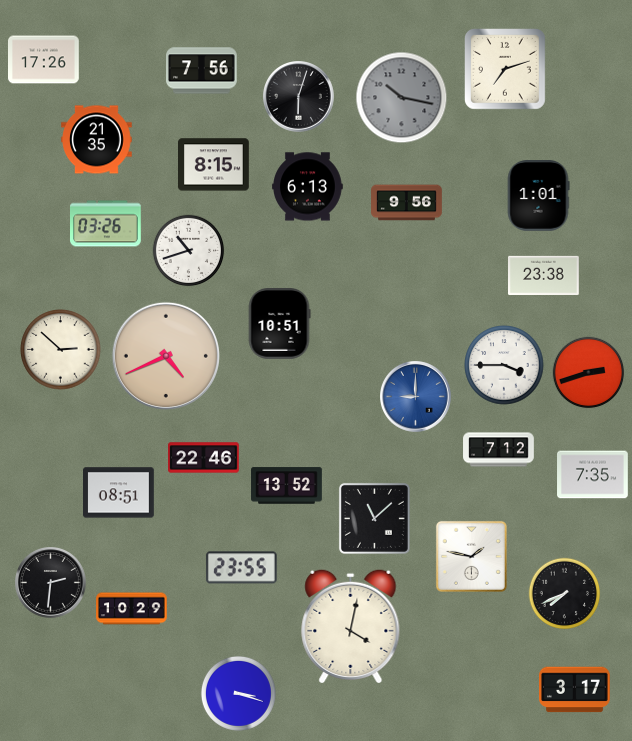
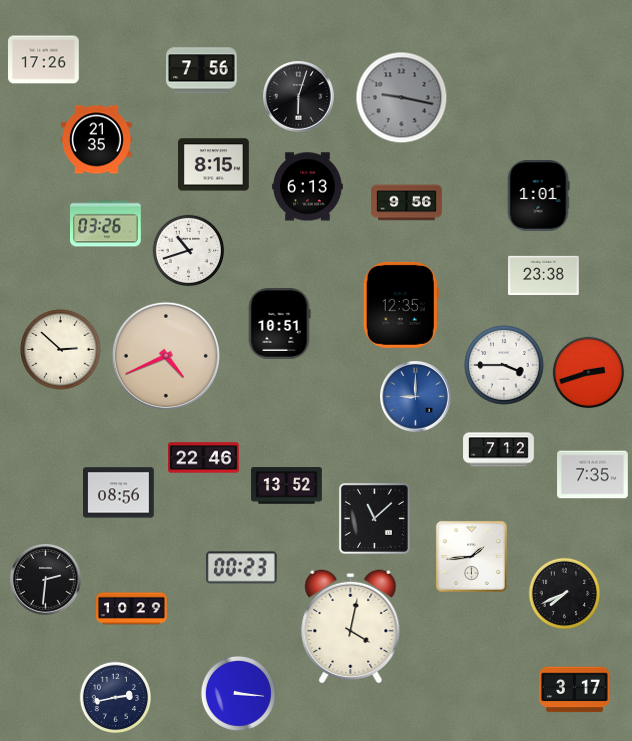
clock at (506, 70): 7:12 -> none
clock at (402, 98): 10:17 -> 9:17
clock at (401, 305): none -> 12:35
clock at (119, 493): 08:51 -> 08:56
clock at (471, 556): 1:47 -> 1:44
clock at (241, 568): 23:55 -> 00:23
clock at (51, 583) position: (51, 583) -> (46, 580)
clock at (238, 693): 3:18 -> 3:16
clock at (116, 698): none -> 2:43
